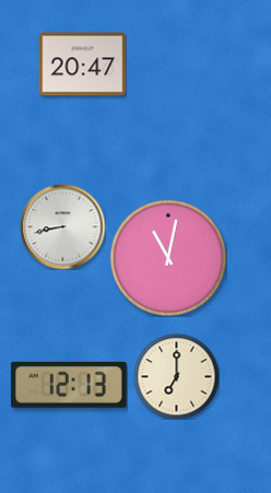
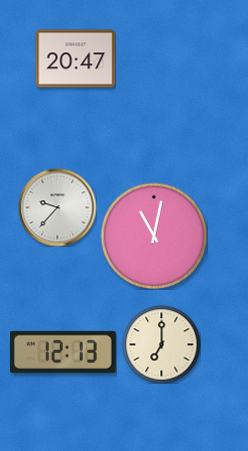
clock at (62, 226): 8:43 -> 9:37
